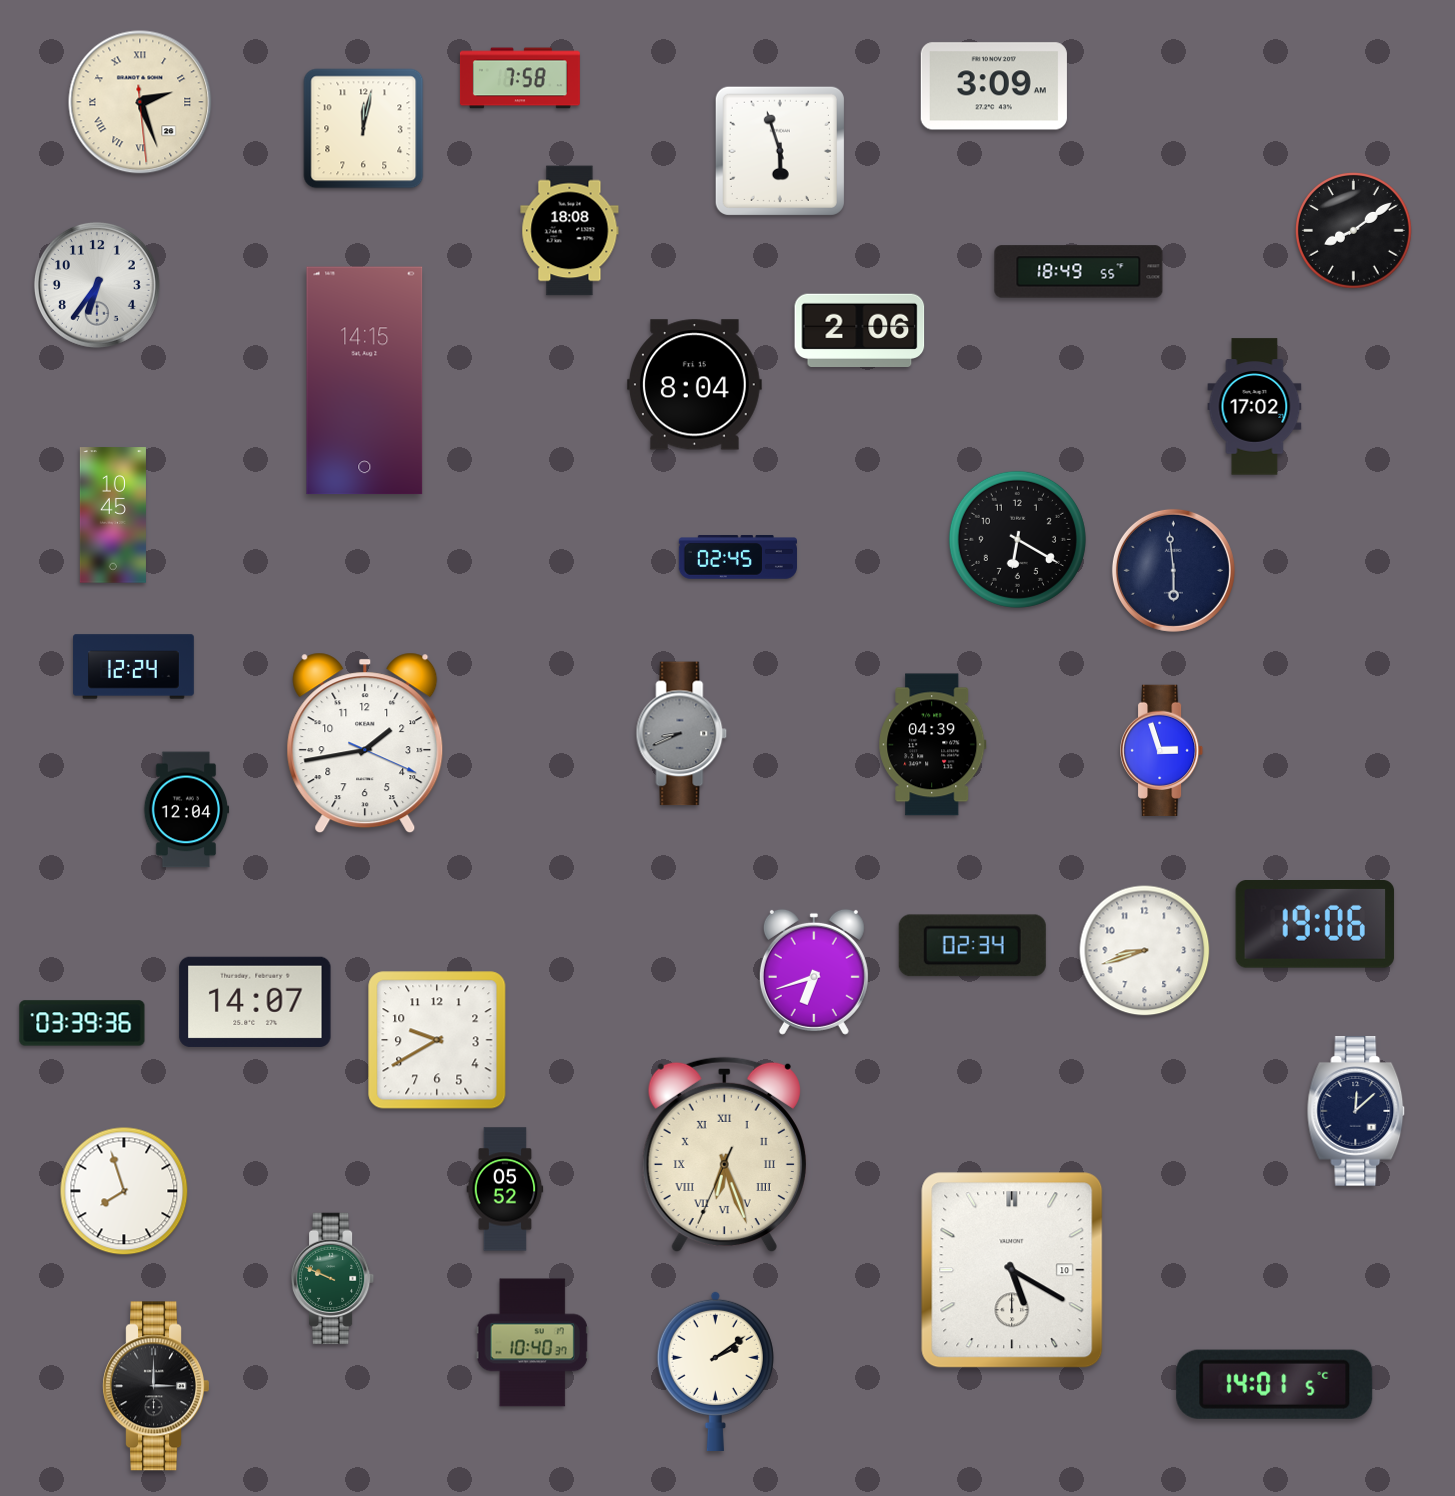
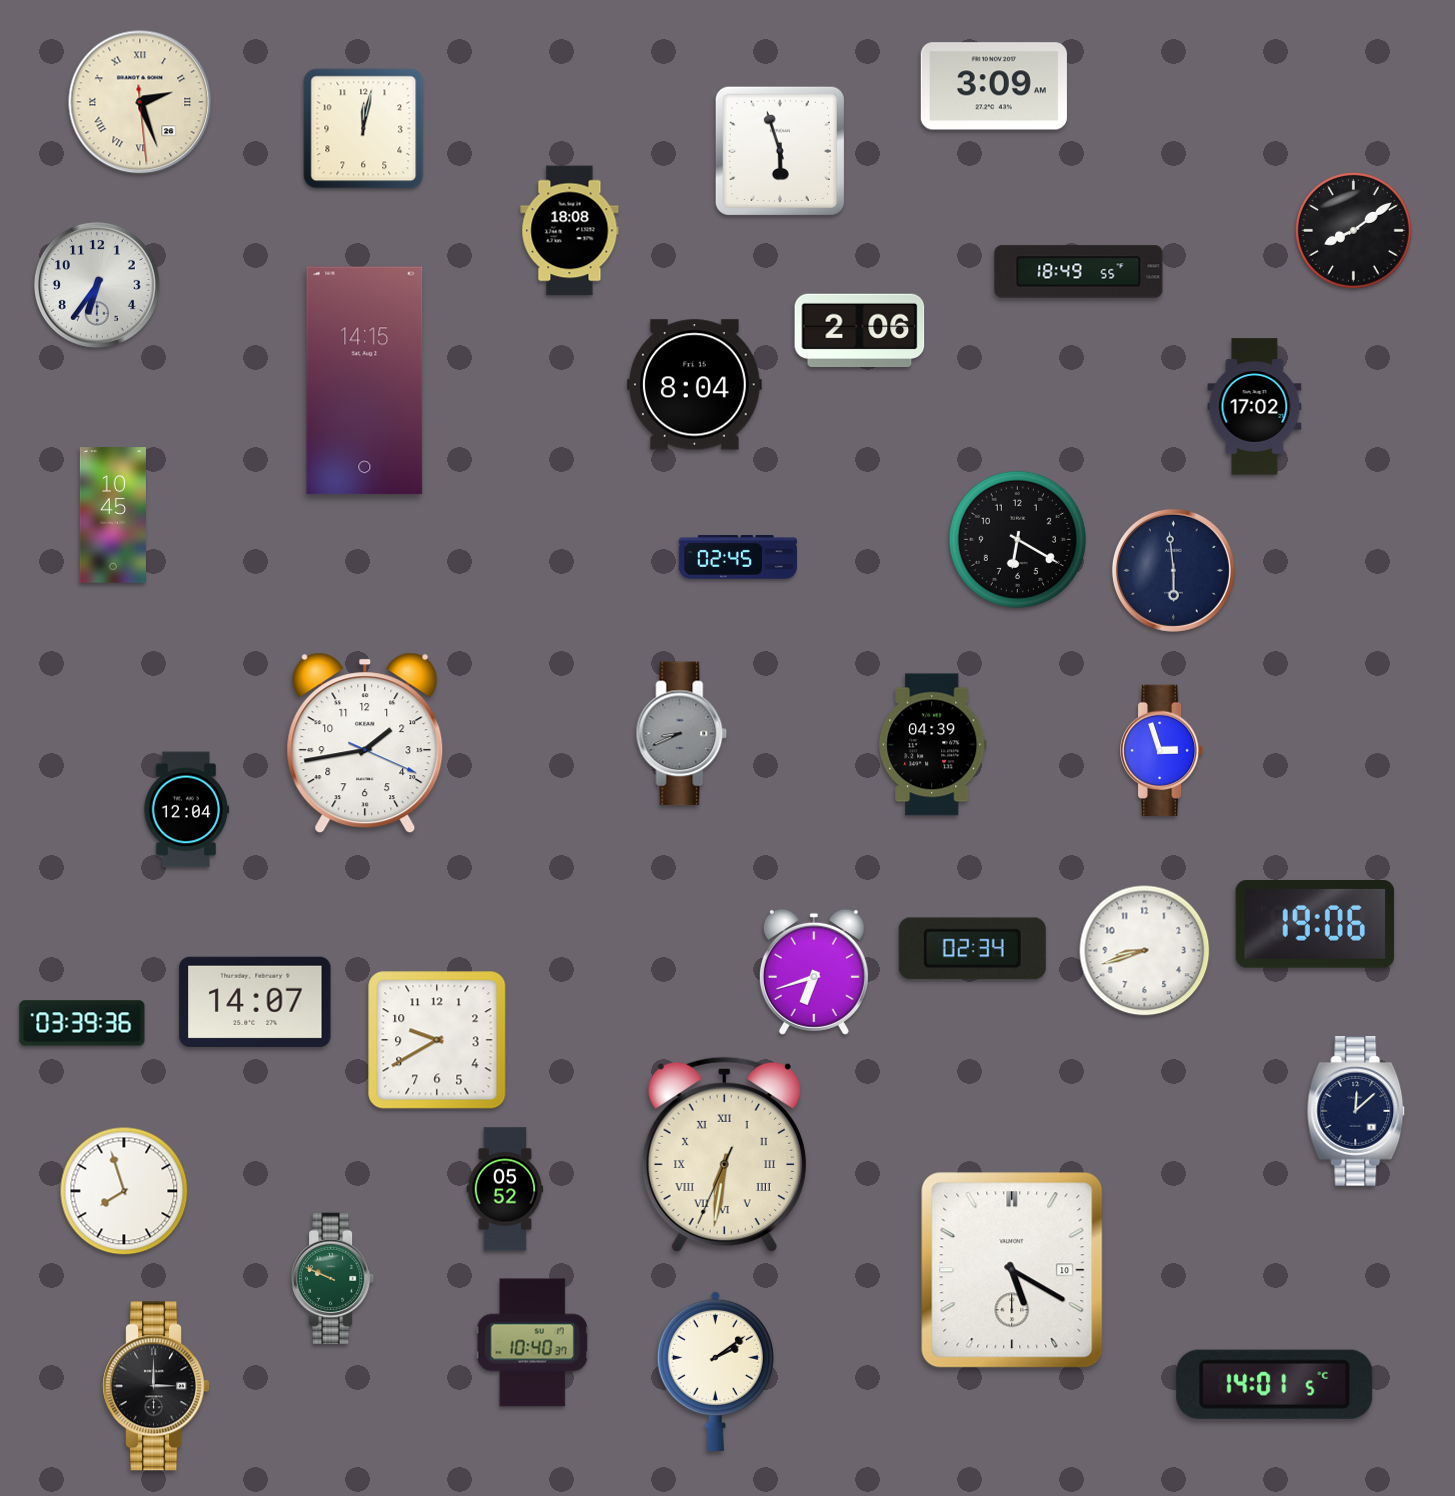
clock at (520, 78): 7:58 -> none
clock at (134, 667): 12:24 -> none
clock at (972, 946) position: (972, 946) -> (972, 949)
clock at (724, 1155): 6:26 -> 6:31
